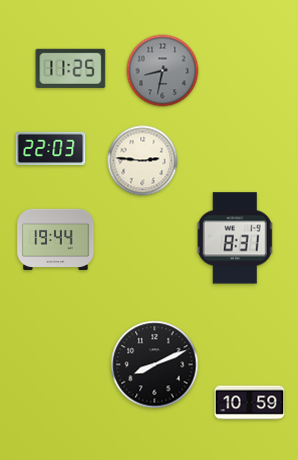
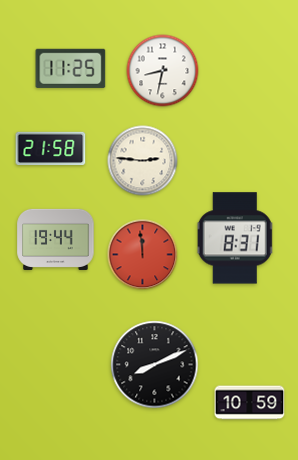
clock at (163, 71) dial: grey -> white
clock at (51, 149): 22:03 -> 21:58
clock at (143, 255): none -> 11:59
